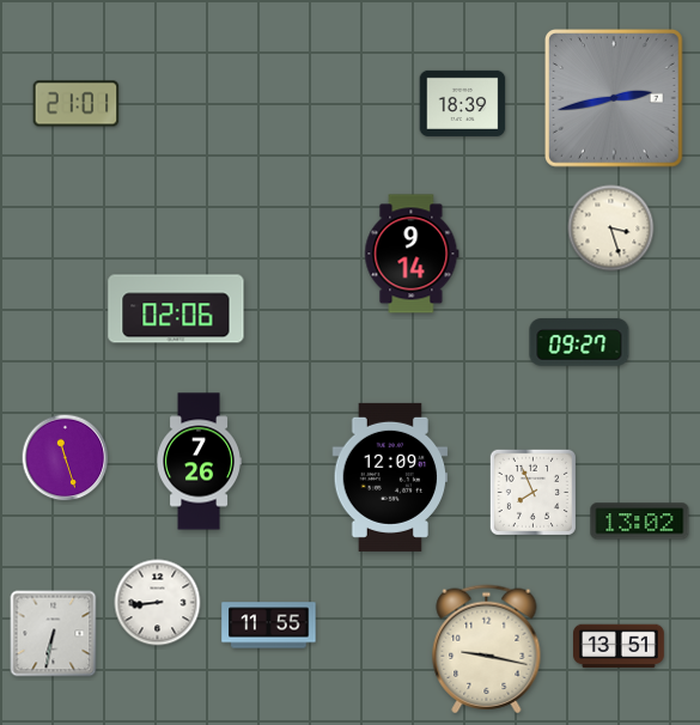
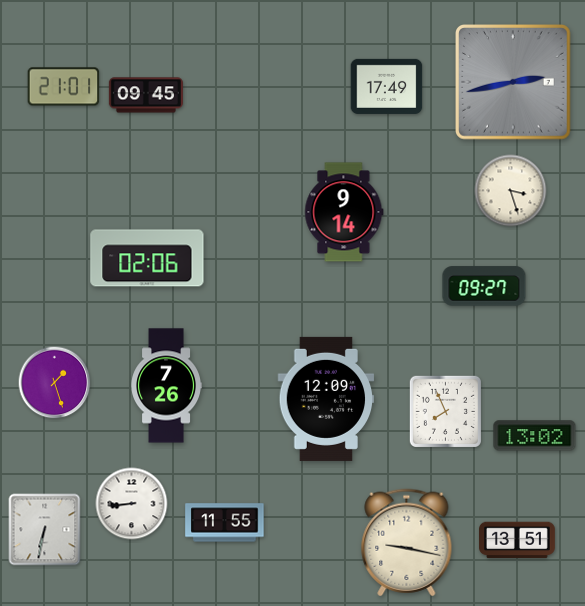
clock at (463, 103): 18:39 -> 17:49
clock at (146, 95): none -> 09:45
clock at (66, 458): 11:27 -> 1:27
